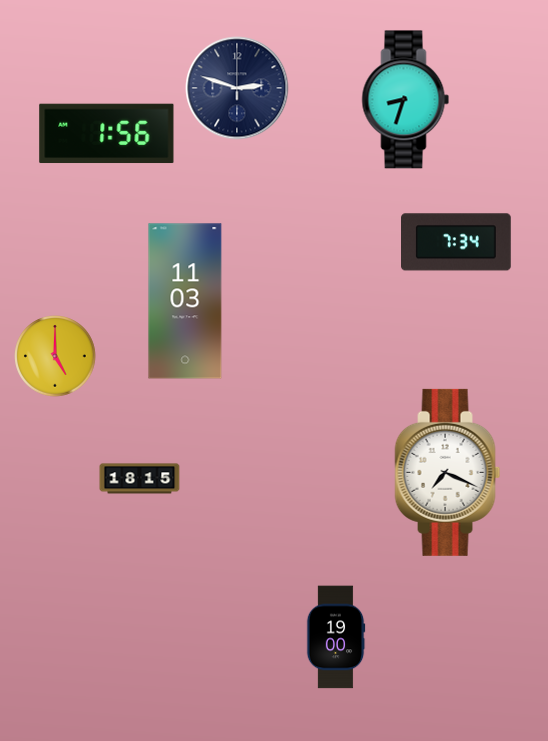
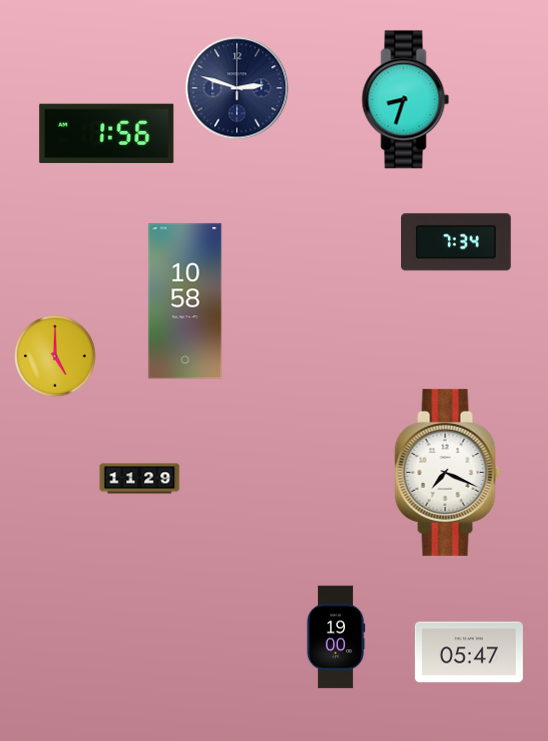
clock at (185, 301): 11:03 -> 10:58
clock at (140, 479): 18:15 -> 11:29
clock at (469, 652): none -> 05:47
